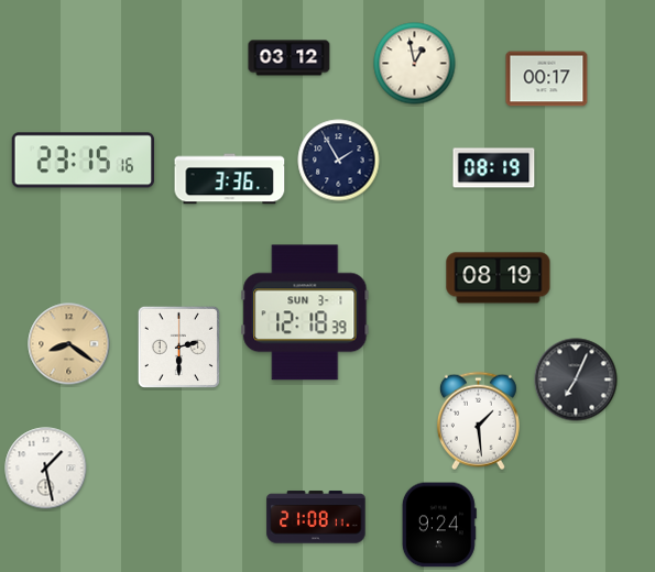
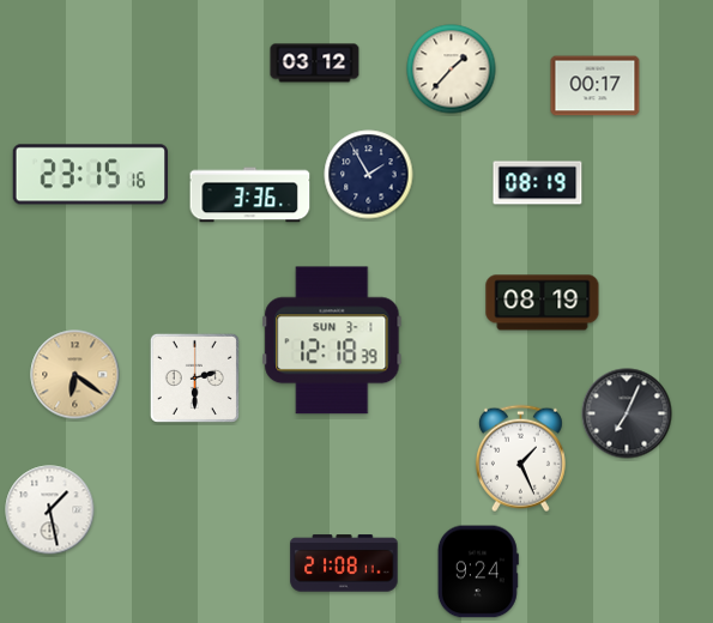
clock at (415, 64): 12:58 -> 1:37
clock at (69, 344): 8:21 -> 6:21
clock at (478, 421): 1:29 -> 1:26
